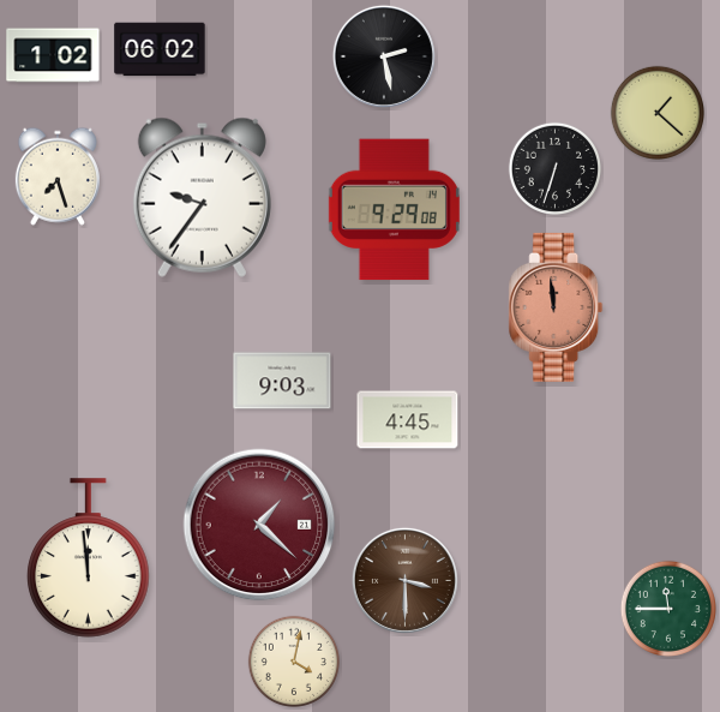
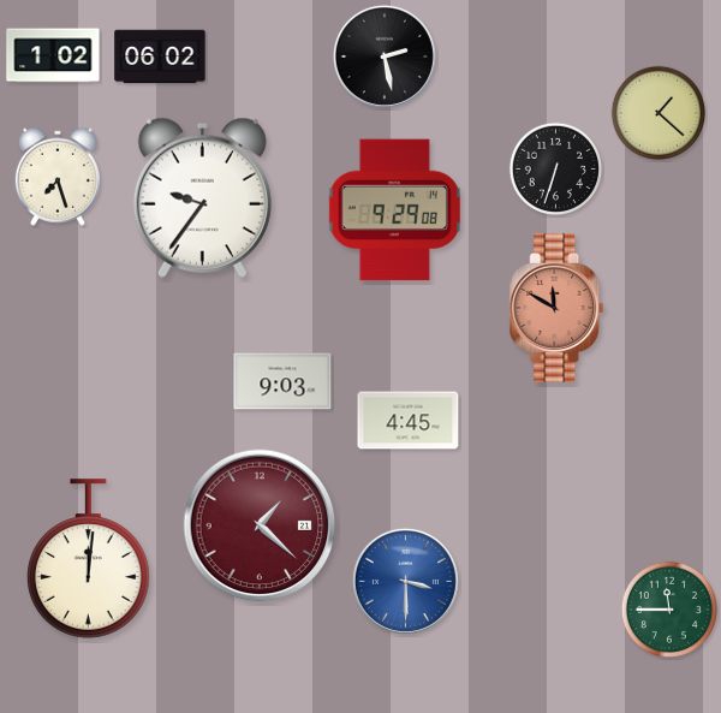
clock at (160, 49) position: (160, 49) -> (160, 57)
clock at (556, 307): 11:59 -> 11:50
clock at (89, 558): 11:59 -> 12:01
clock at (404, 580) dial: brown -> blue
clock at (293, 660): 4:02 -> none
